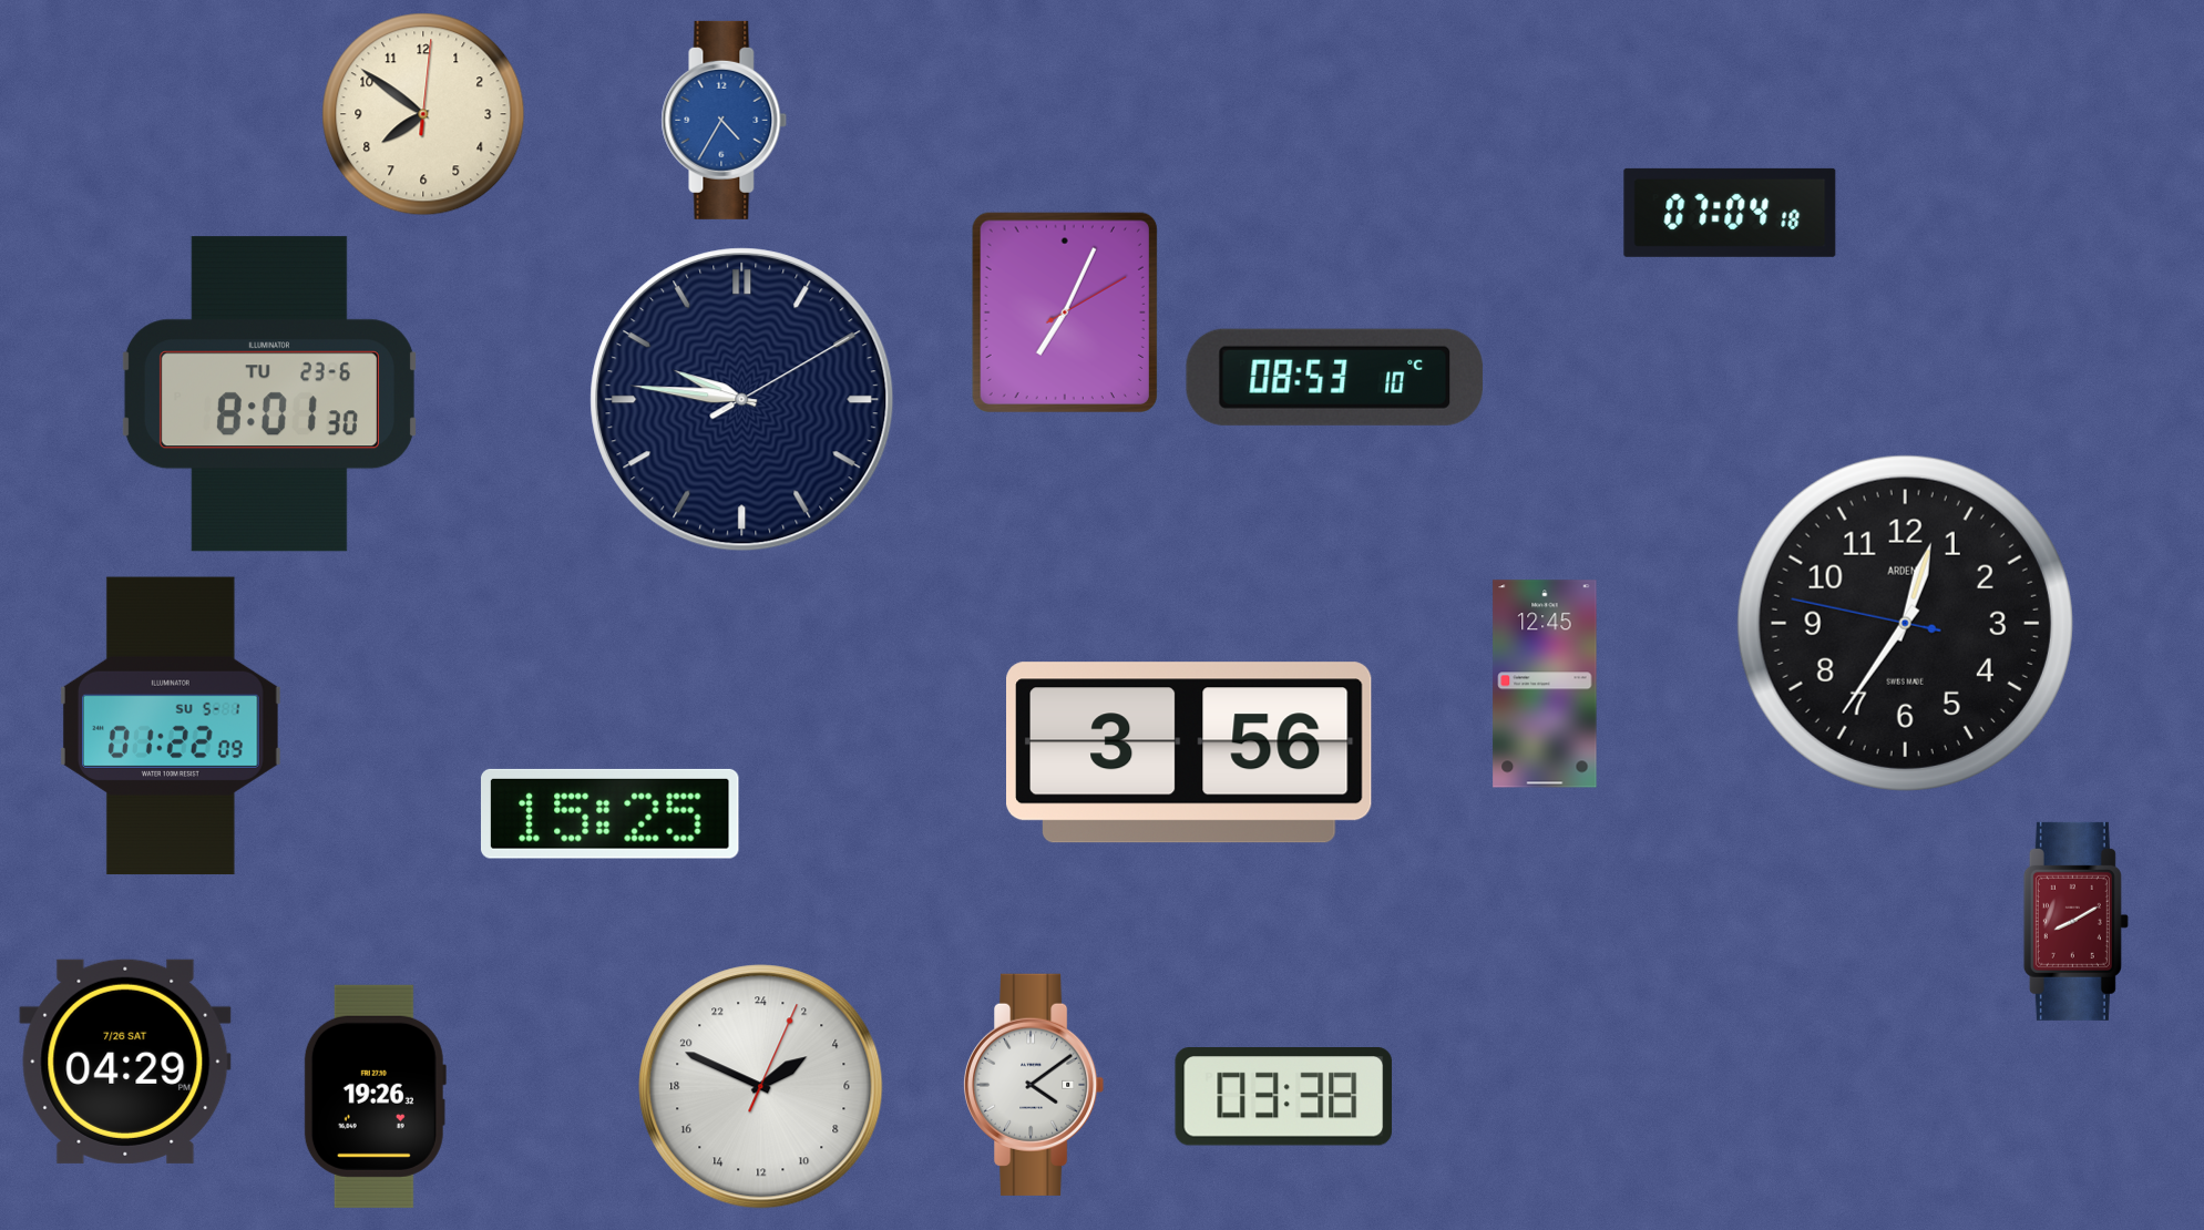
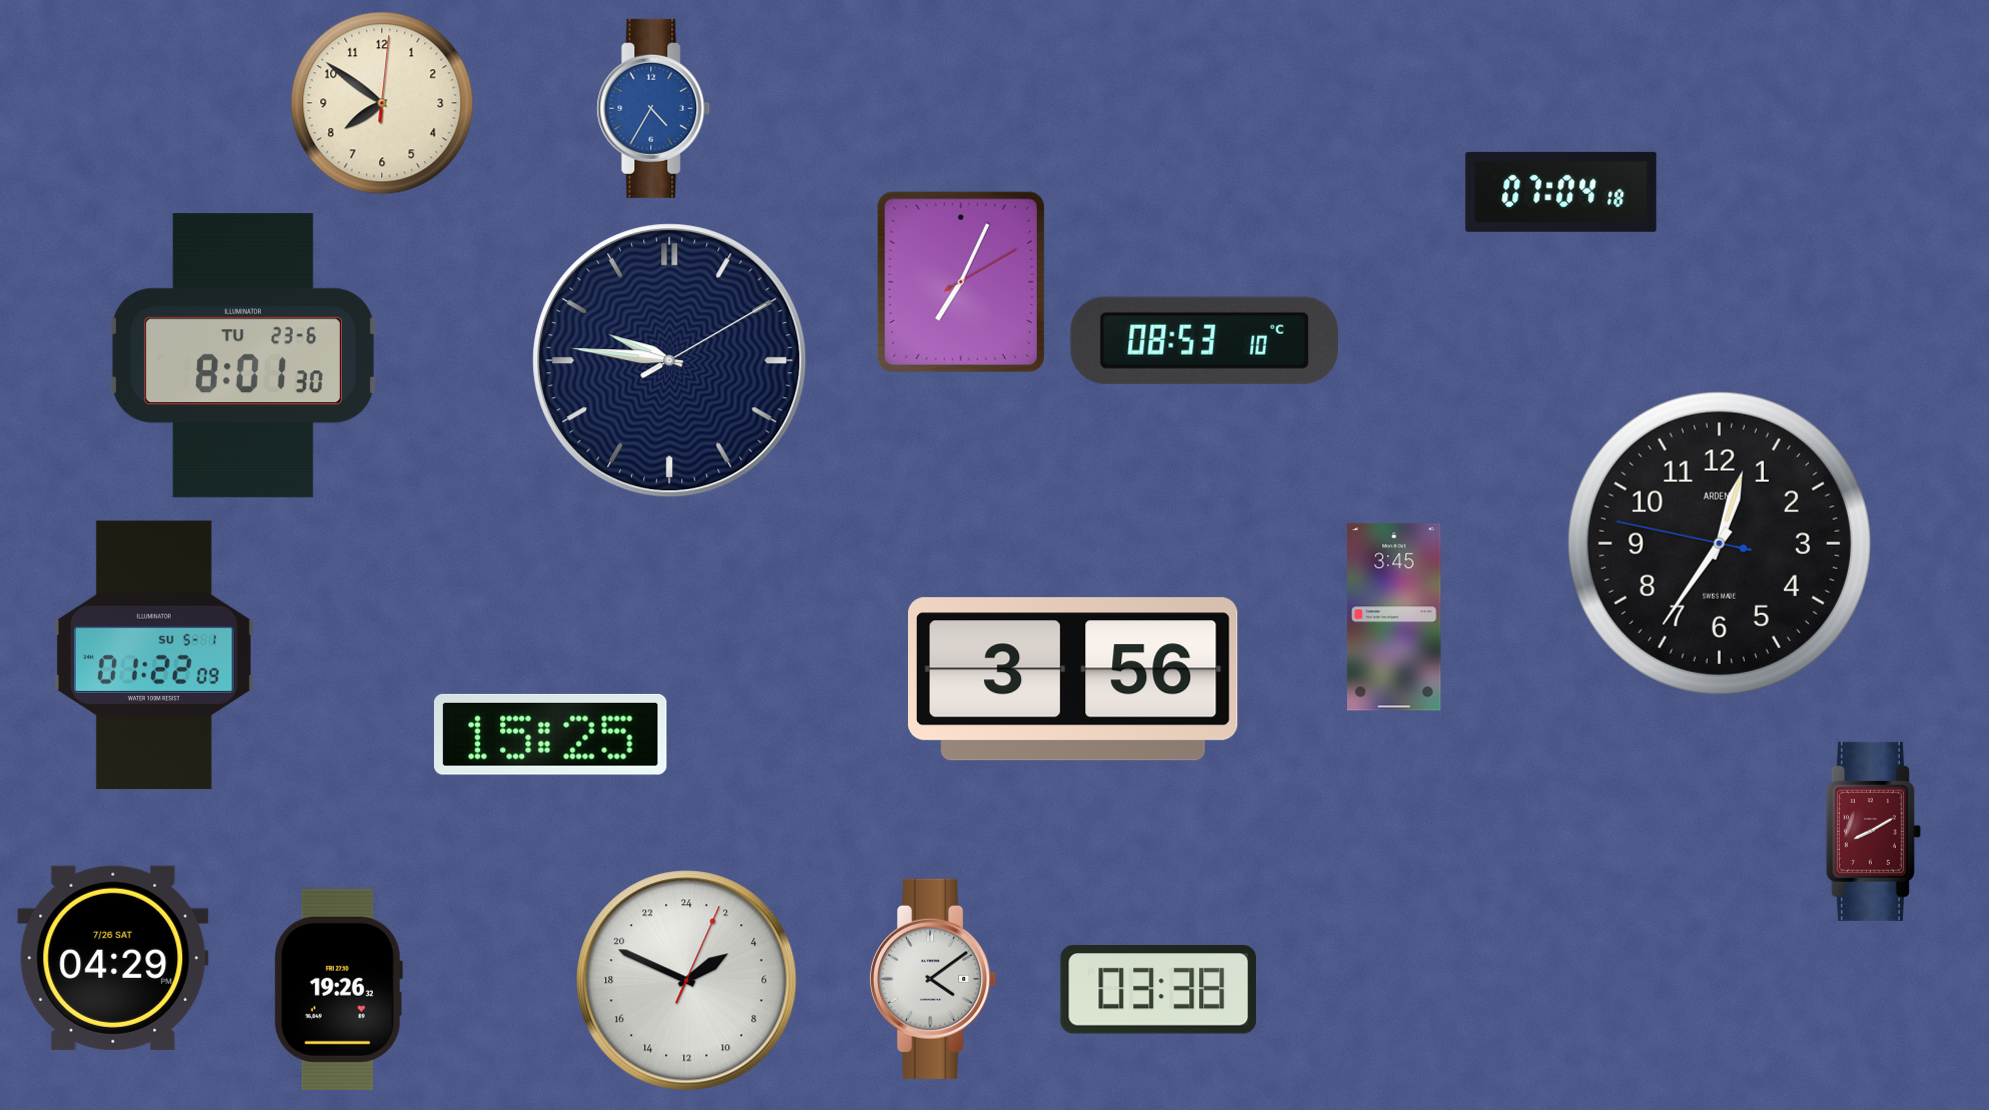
clock at (1905, 623) position: (1905, 623) -> (1719, 543)
clock at (1545, 684): 12:45 -> 3:45
